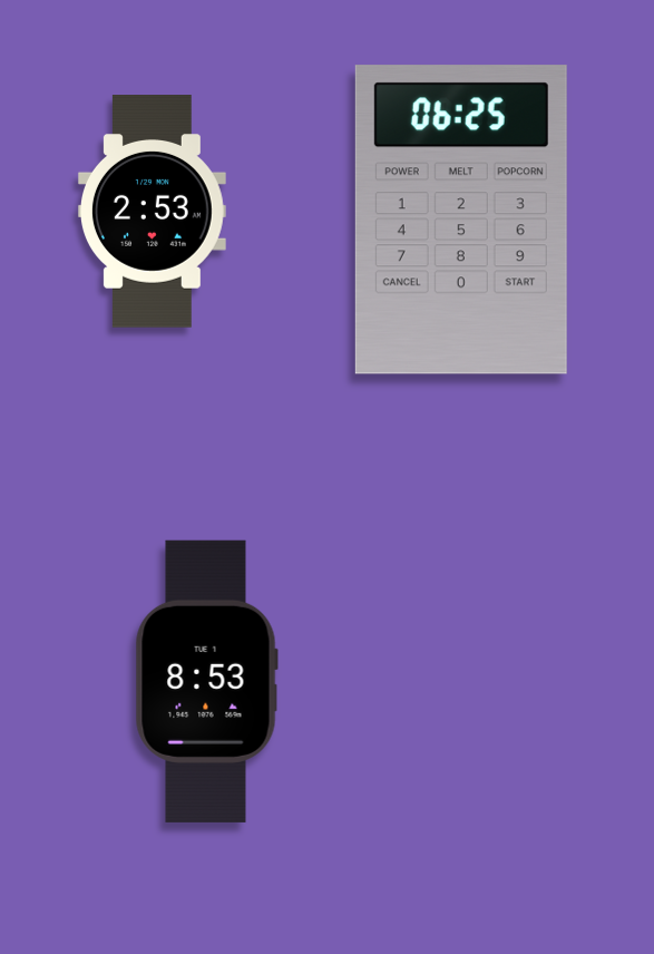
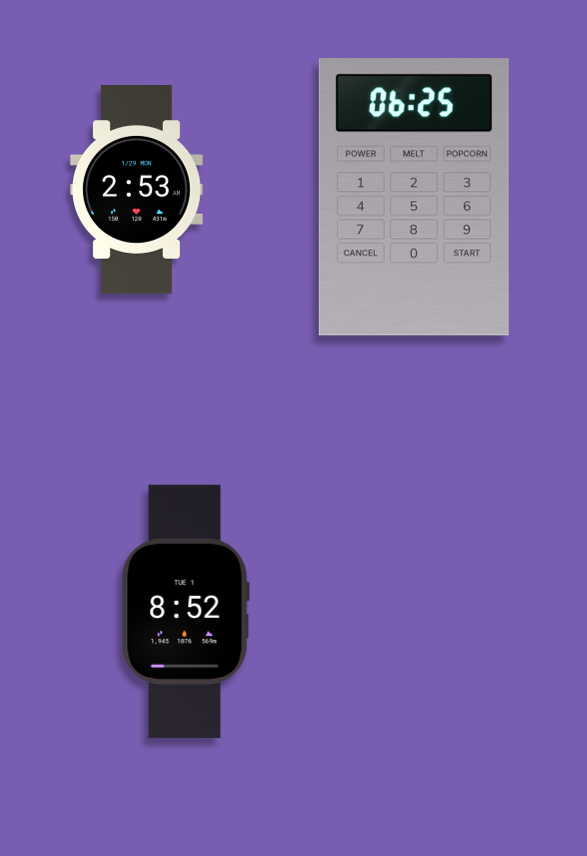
clock at (206, 681): 8:53 -> 8:52
